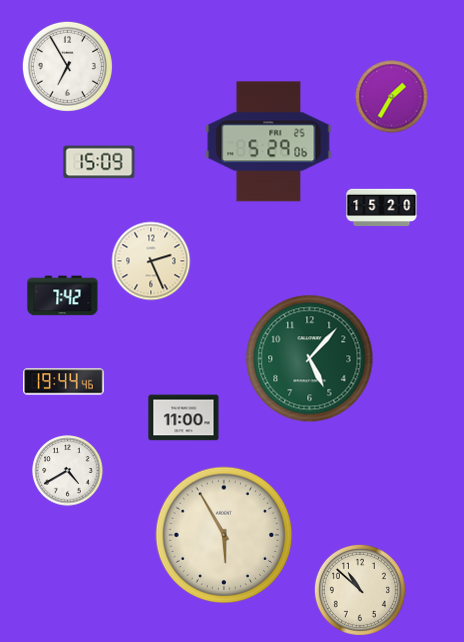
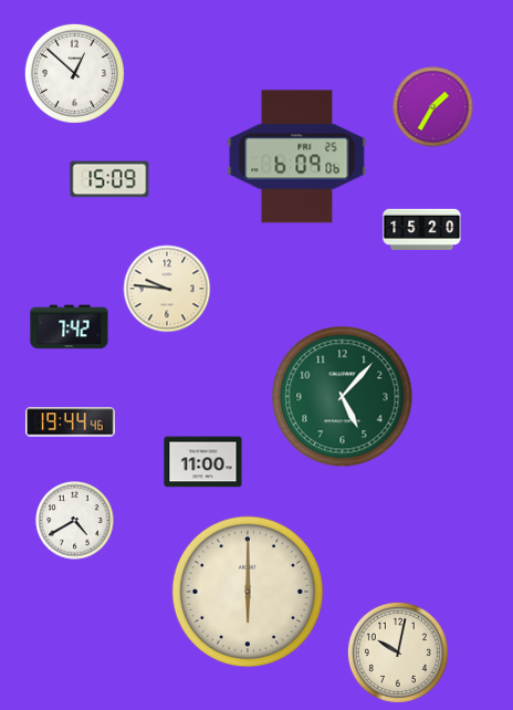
clock at (67, 66): 6:55 -> 12:52
clock at (269, 142): 5:29 -> 6:09
clock at (151, 261): 2:26 -> 9:46
clock at (224, 535): 5:55 -> 6:00
clock at (360, 590): 10:52 -> 10:02
